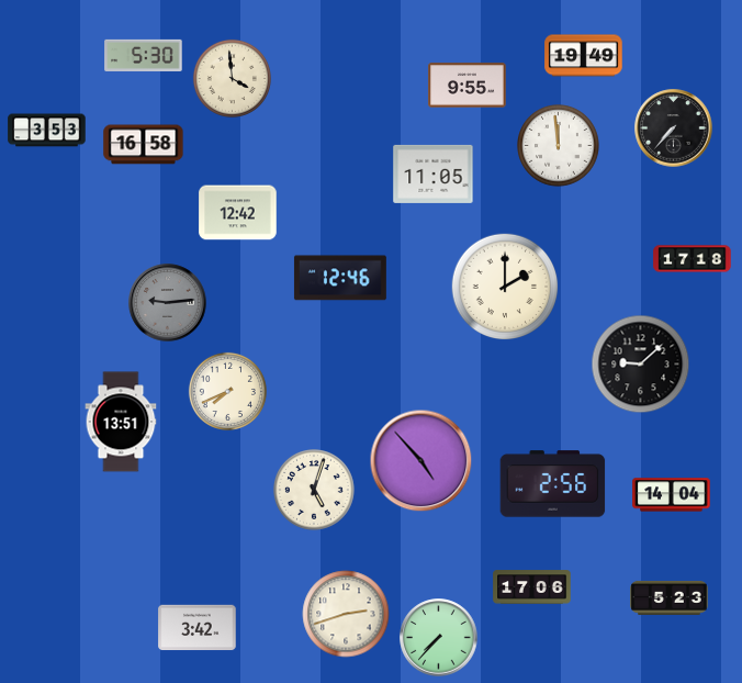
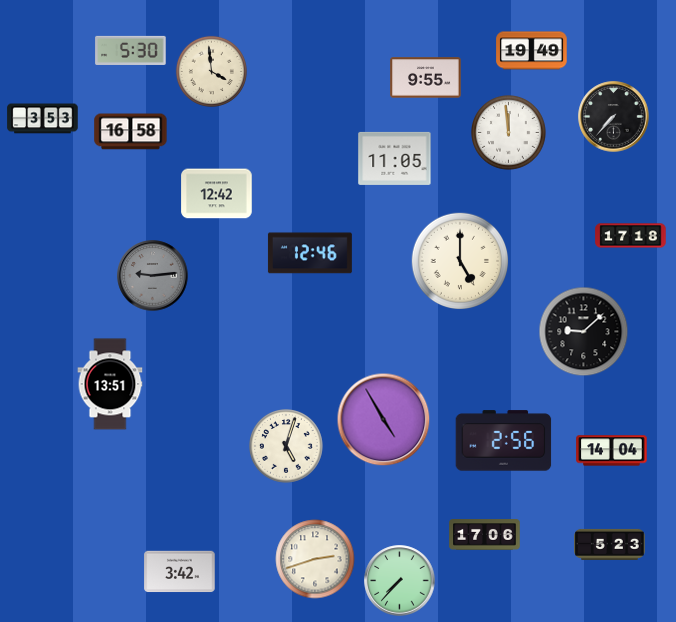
clock at (505, 287): 2:00 -> 5:00
clock at (227, 391): 7:41 -> none
clock at (421, 461): 4:53 -> 4:55
